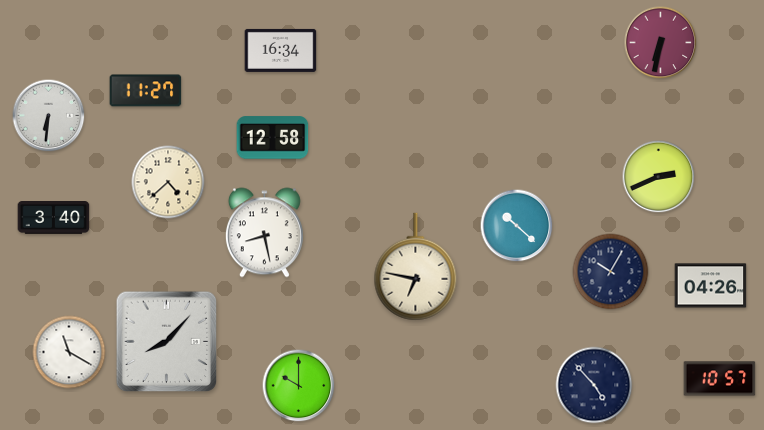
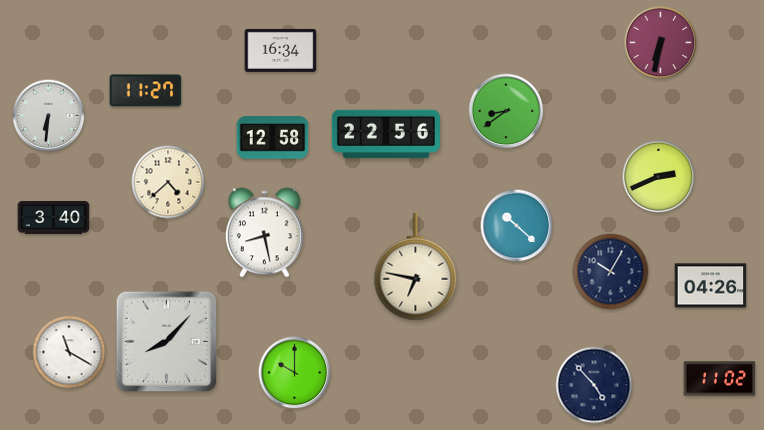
clock at (506, 111): none -> 8:39
clock at (386, 134): none -> 22:56
clock at (720, 379): 10:57 -> 11:02
clock at (299, 386) position: (299, 386) -> (295, 373)
